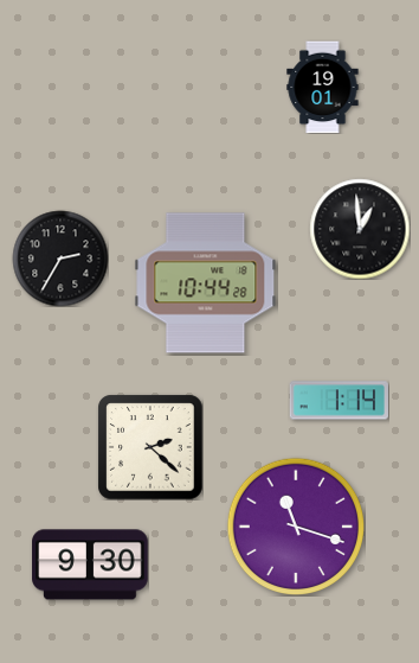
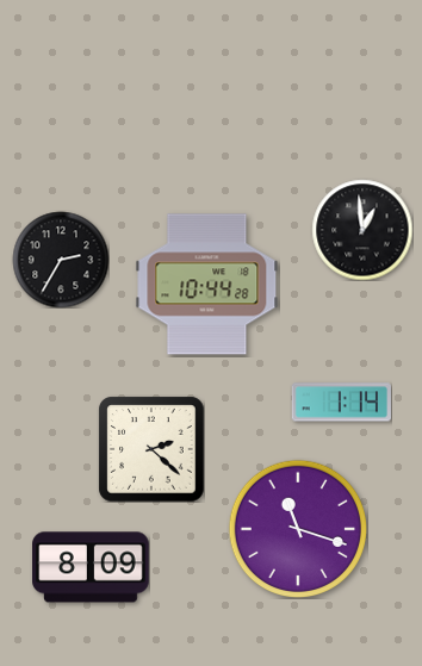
clock at (323, 87): 19:01 -> none
clock at (90, 565): 9:30 -> 8:09
